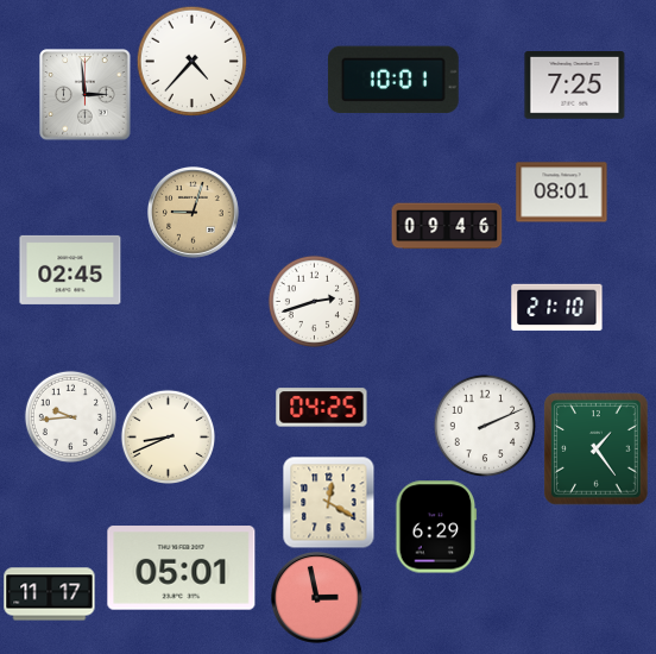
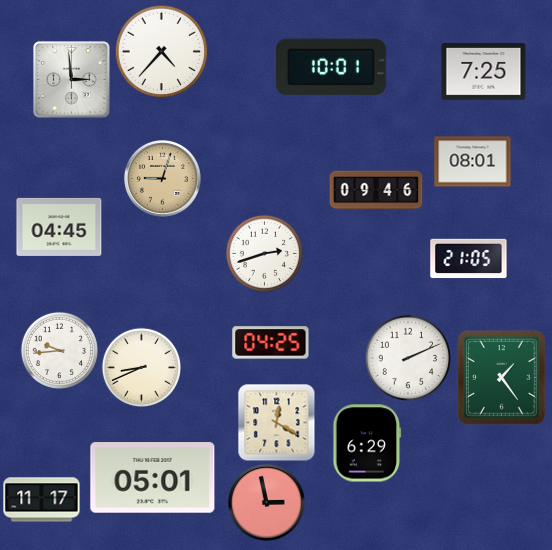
clock at (70, 270): 02:45 -> 04:45
clock at (557, 308): 21:10 -> 21:05
